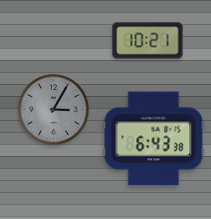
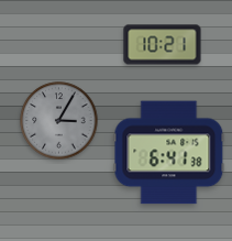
clock at (154, 139): 6:43 -> 6:41
